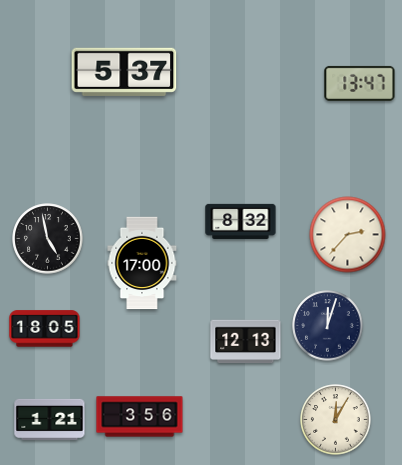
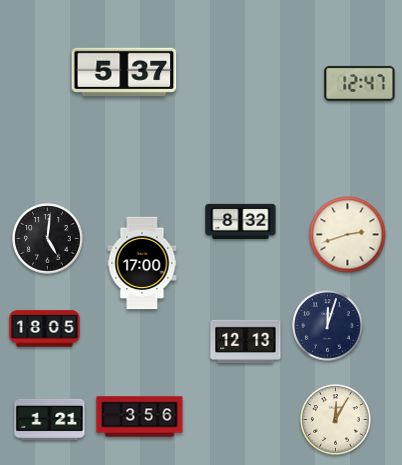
clock at (360, 83): 13:47 -> 12:47
clock at (348, 235): 2:37 -> 2:42
clock at (48, 239): 4:58 -> 5:01
